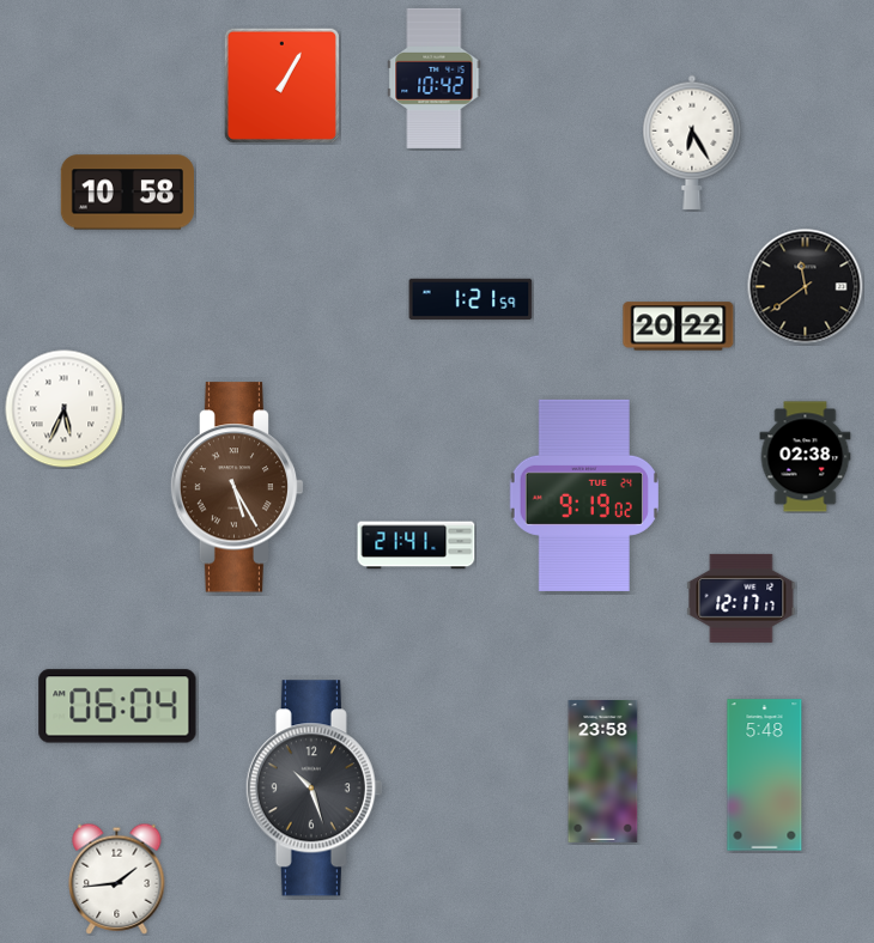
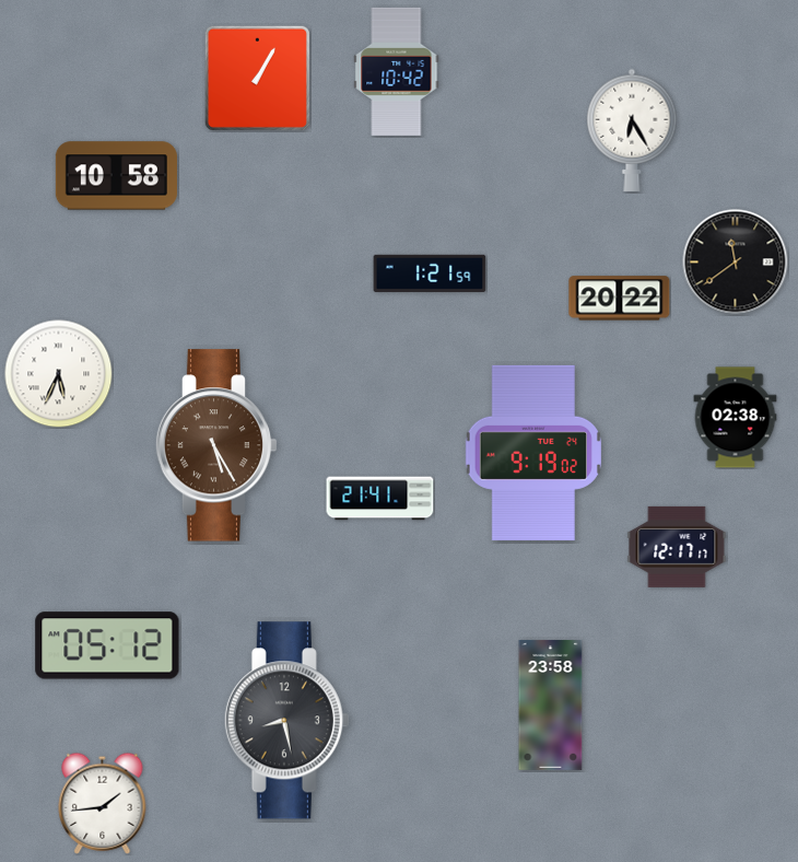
clock at (117, 706): 06:04 -> 05:12
clock at (765, 775): 5:48 -> none
clock at (314, 789): 10:27 -> 8:28
clock at (117, 878) position: (117, 878) -> (103, 803)
